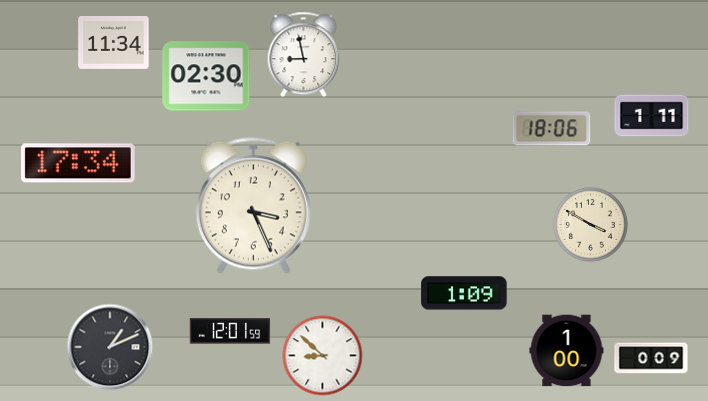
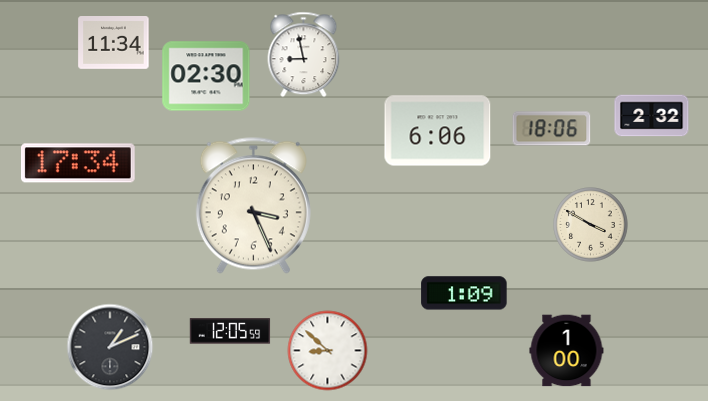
clock at (652, 116): 1:11 -> 2:32
clock at (438, 131): none -> 6:06
clock at (230, 331): 12:01 -> 12:05
clock at (323, 356) position: (323, 356) -> (328, 351)
clock at (651, 358): 0:09 -> none
